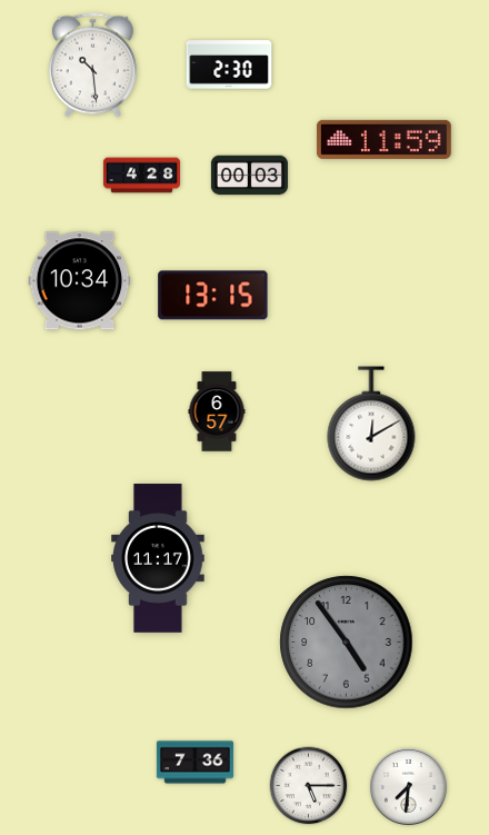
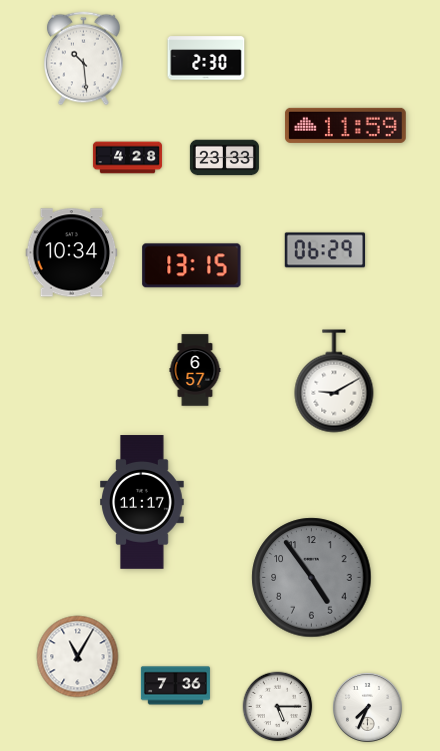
clock at (249, 176): 00:03 -> 23:33
clock at (325, 250): none -> 06:29
clock at (371, 424): 12:10 -> 9:10
clock at (78, 657): none -> 11:05
clock at (408, 786): 7:31 -> 7:34
